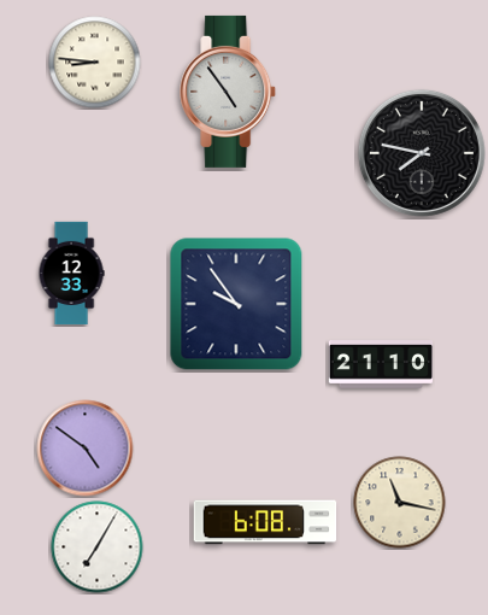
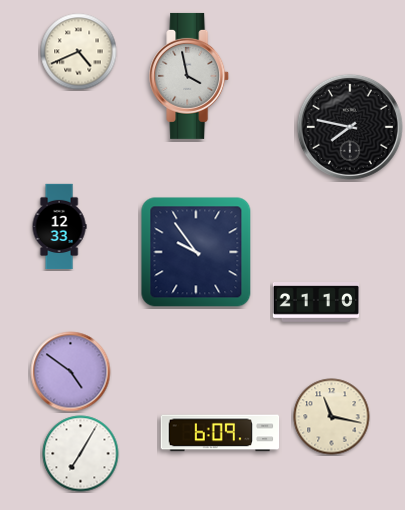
clock at (95, 63): 8:46 -> 4:41
clock at (229, 92): 4:54 -> 3:58
clock at (265, 522): 6:08 -> 6:09
